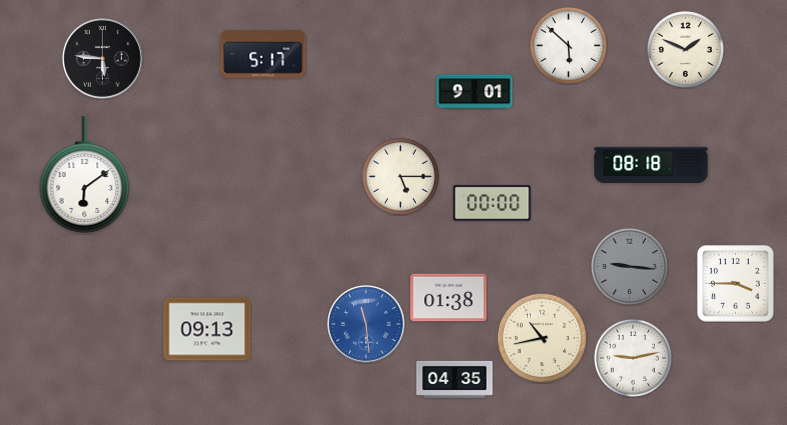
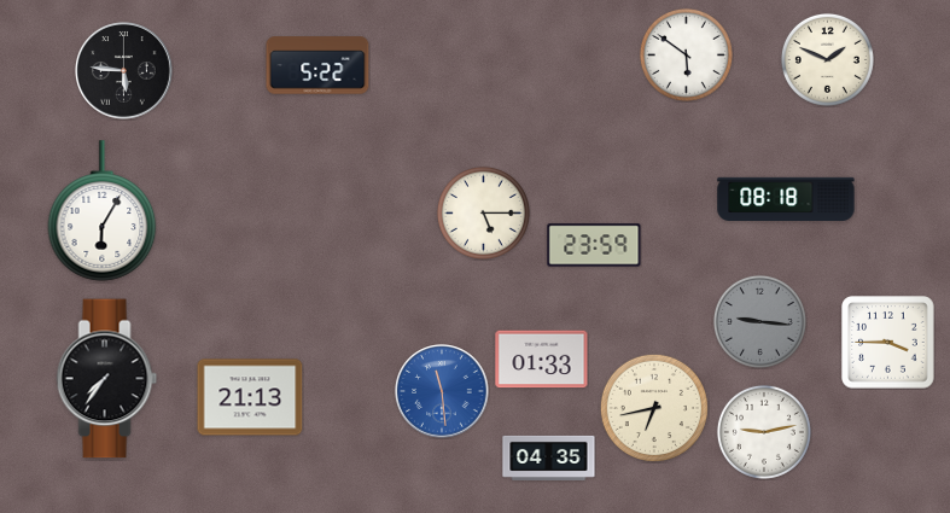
clock at (568, 45): 5:52 -> 5:51
clock at (263, 54): 5:17 -> 5:22
clock at (475, 92): 9:01 -> none
clock at (85, 175): 6:09 -> 6:05
clock at (492, 203): 00:00 -> 23:59
clock at (449, 298): 01:38 -> 01:33
clock at (107, 379): none -> 7:36
clock at (207, 329): 09:13 -> 21:13
clock at (542, 338): 10:43 -> 6:43
